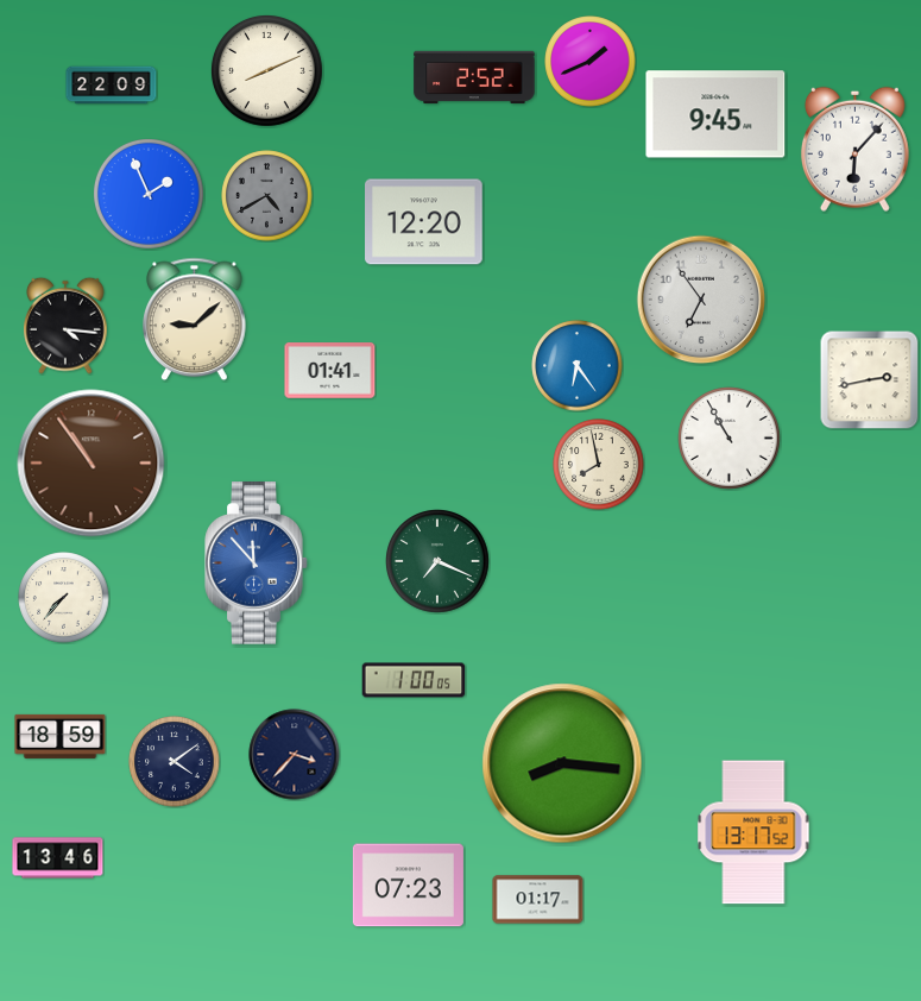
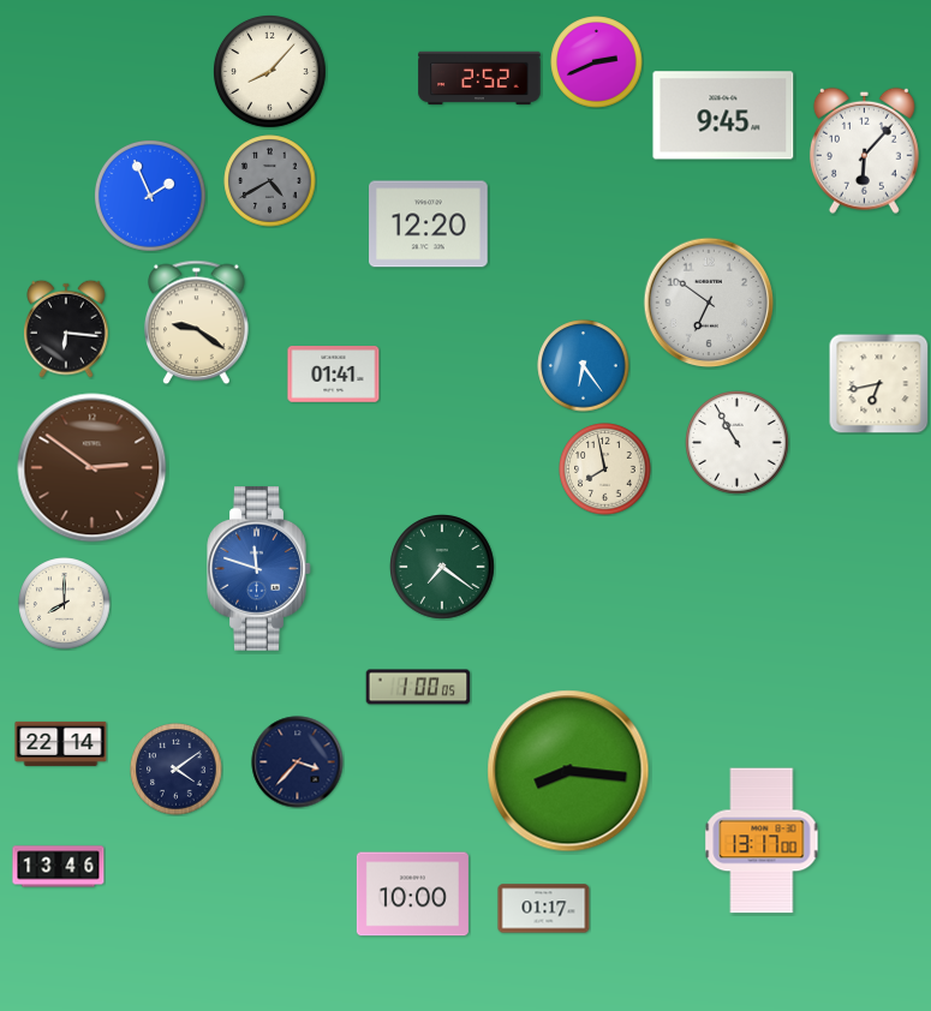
clock at (591, 62): 1:41 -> 2:41
clock at (266, 70): 8:11 -> 8:07
clock at (112, 86): 22:09 -> none
clock at (267, 196) position: (267, 196) -> (270, 181)
clock at (701, 300): 6:54 -> 6:51
clock at (195, 320): 9:08 -> 9:21
clock at (67, 326): 4:16 -> 6:16
clock at (578, 366) position: (578, 366) -> (584, 366)
clock at (870, 380): 2:43 -> 6:43
clock at (92, 464): 10:54 -> 2:51
clock at (437, 561): 7:19 -> 7:21
clock at (257, 564): 11:53 -> 11:48
clock at (64, 598): 7:37 -> 8:00
clock at (61, 736): 18:59 -> 22:14
clock at (753, 832): 13:17:52 -> 13:17:00
clock at (408, 886): 07:23 -> 10:00
